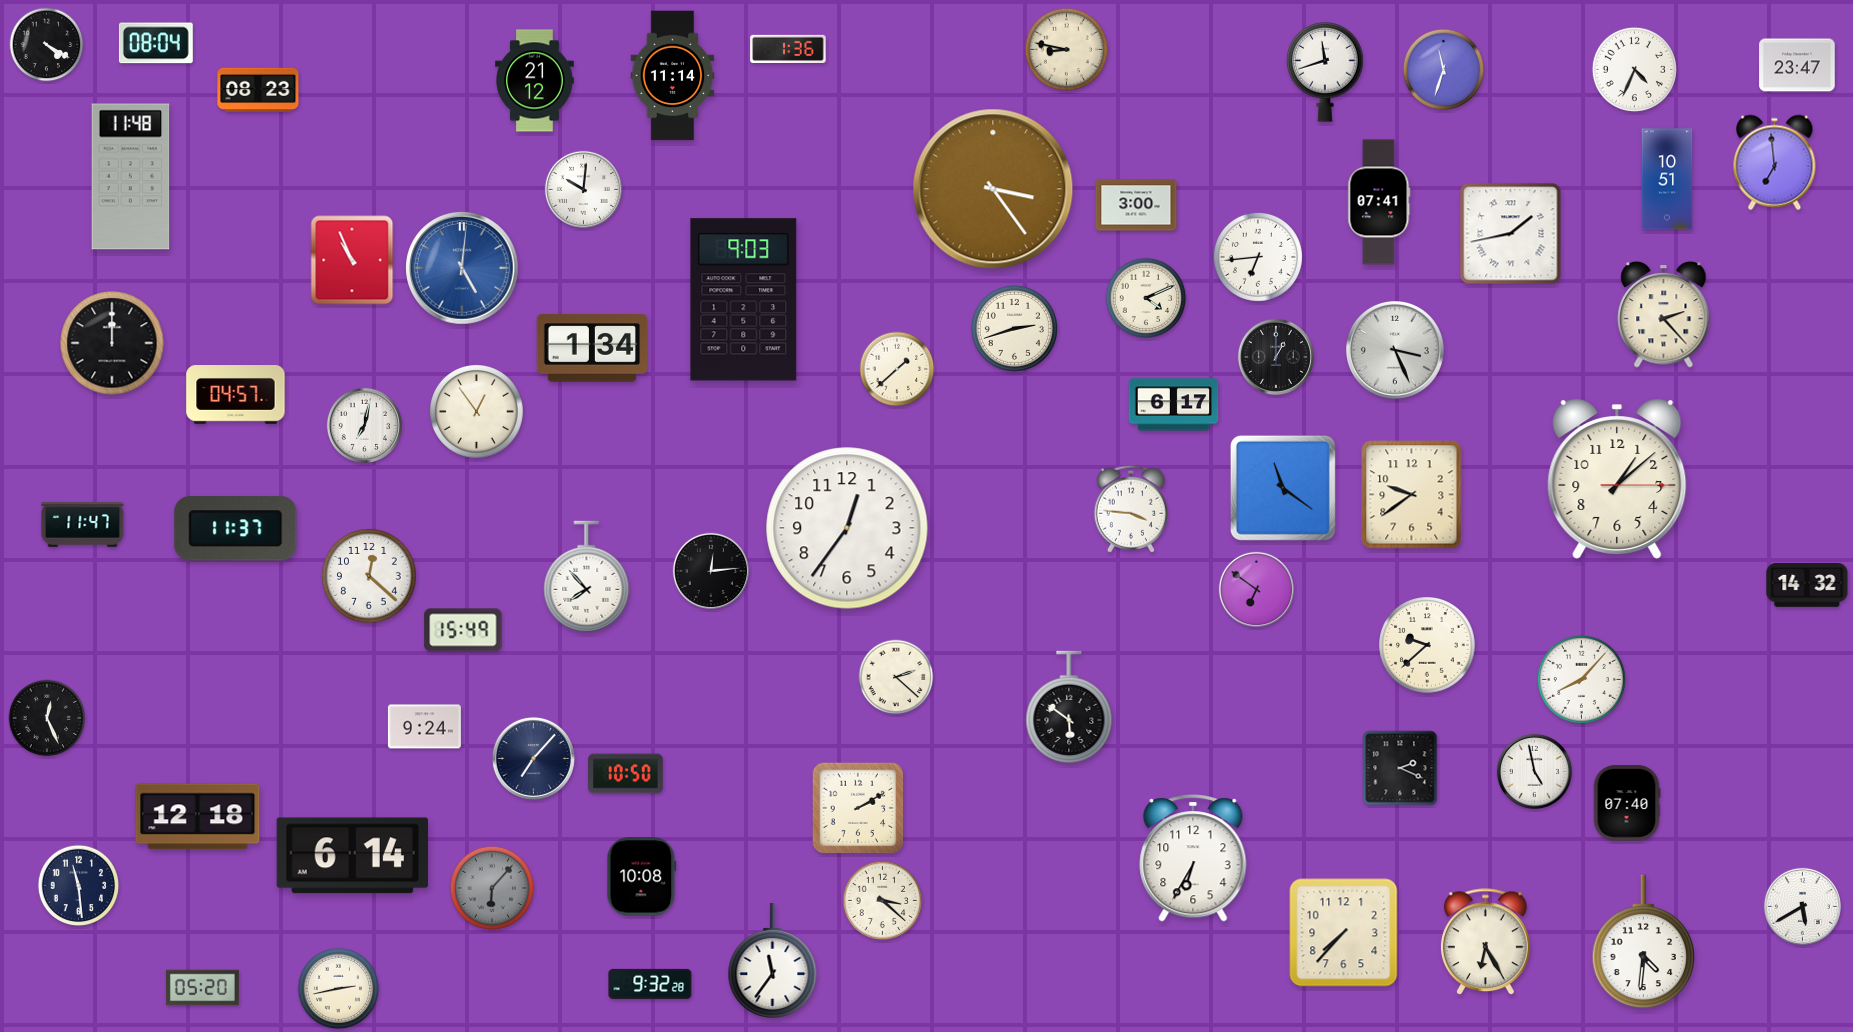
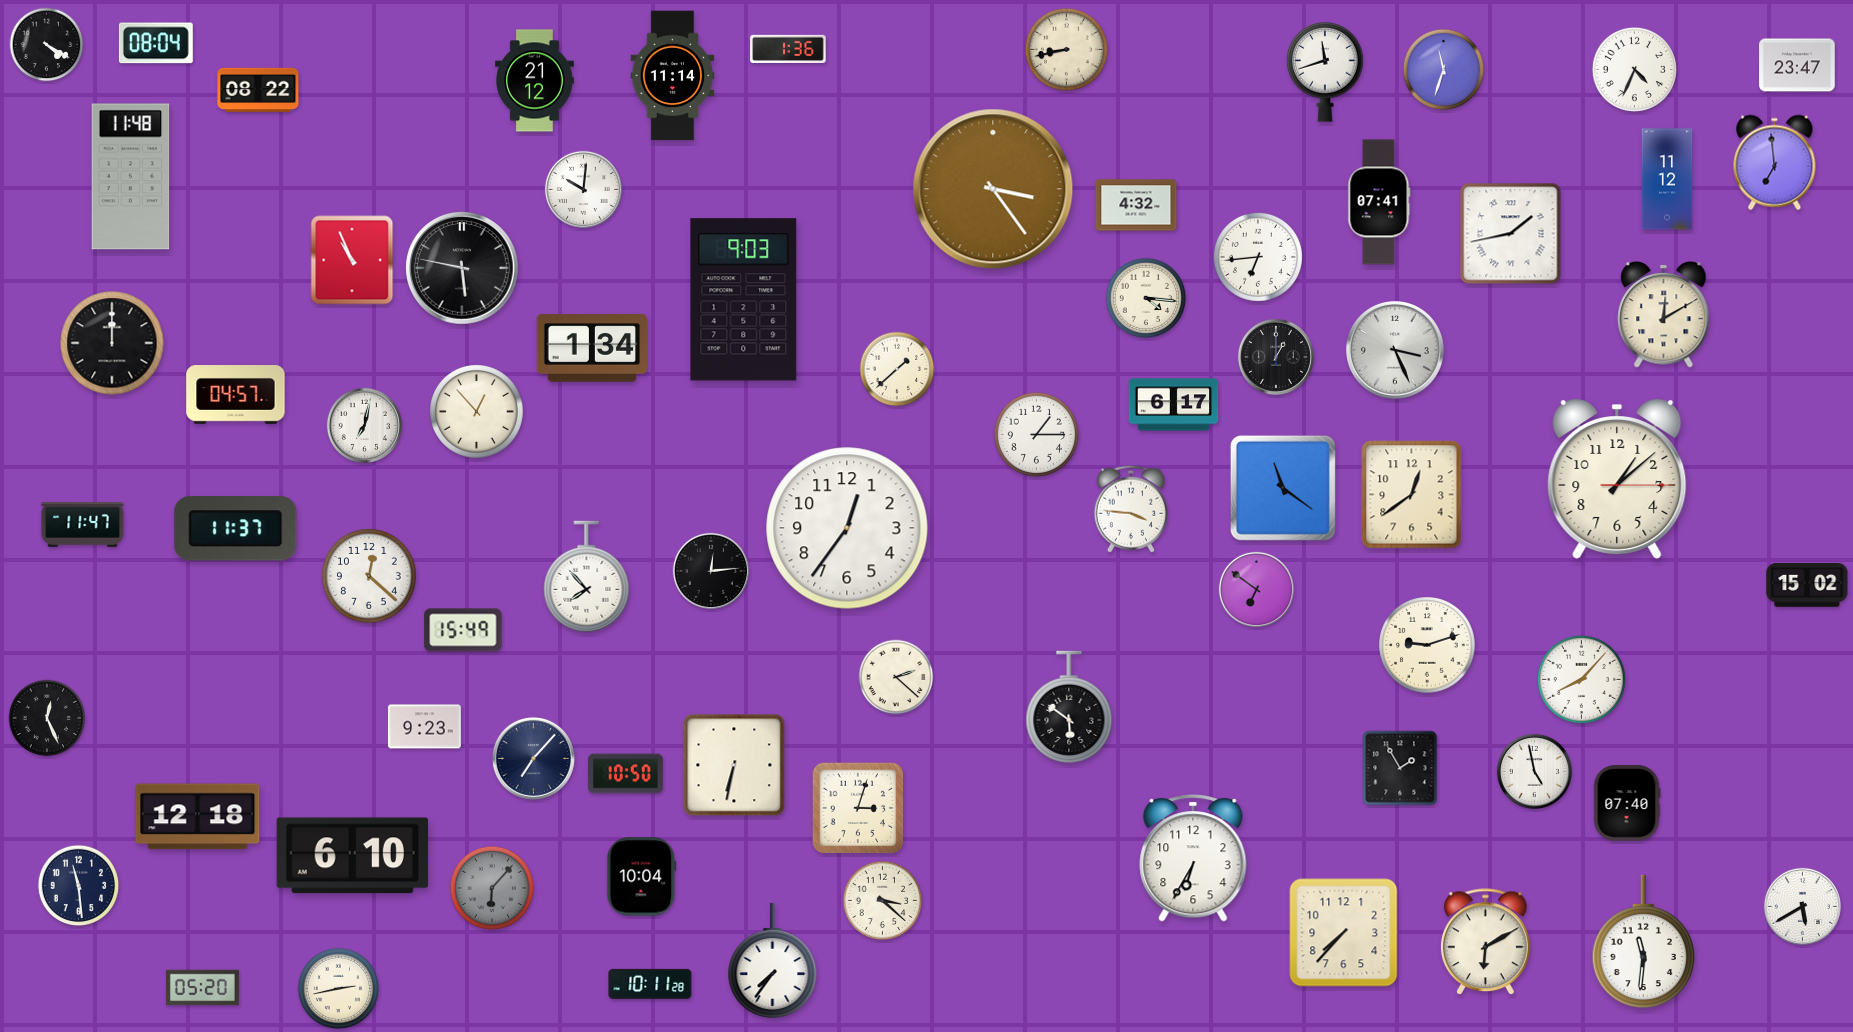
clock at (1066, 49): 8:47 -> 8:43
clock at (258, 89): 08:23 -> 08:22
clock at (1667, 179): 10:51 -> 11:12
clock at (1136, 205): 3:00 -> 4:32
clock at (462, 268): 5:01 -> 5:47
clock at (462, 268) dial: blue -> black
clock at (1146, 298): 4:11 -> 4:16
clock at (1664, 315): 2:23 -> 12:10
clock at (1014, 328): 2:42 -> none
clock at (477, 412): 12:54 -> 12:53
clock at (1036, 434): none -> 1:15
clock at (1412, 495): 9:39 -> 12:39
clock at (1807, 585): 14:32 -> 15:02
clock at (1427, 645): 9:38 -> 9:12
clock at (424, 727): 9:24 -> 9:23
clock at (734, 765): none -> 6:32
clock at (1400, 768): 2:19 -> 1:55
clock at (858, 808): 2:10 -> 3:03
clock at (352, 856): 6:14 -> 6:10
clock at (642, 877): 10:08 -> 10:04
clock at (1485, 942): 6:25 -> 6:10
clock at (1643, 942): 4:31 -> 11:31
clock at (773, 960): 11:36 -> 7:36
clock at (650, 984): 9:32 -> 10:11
